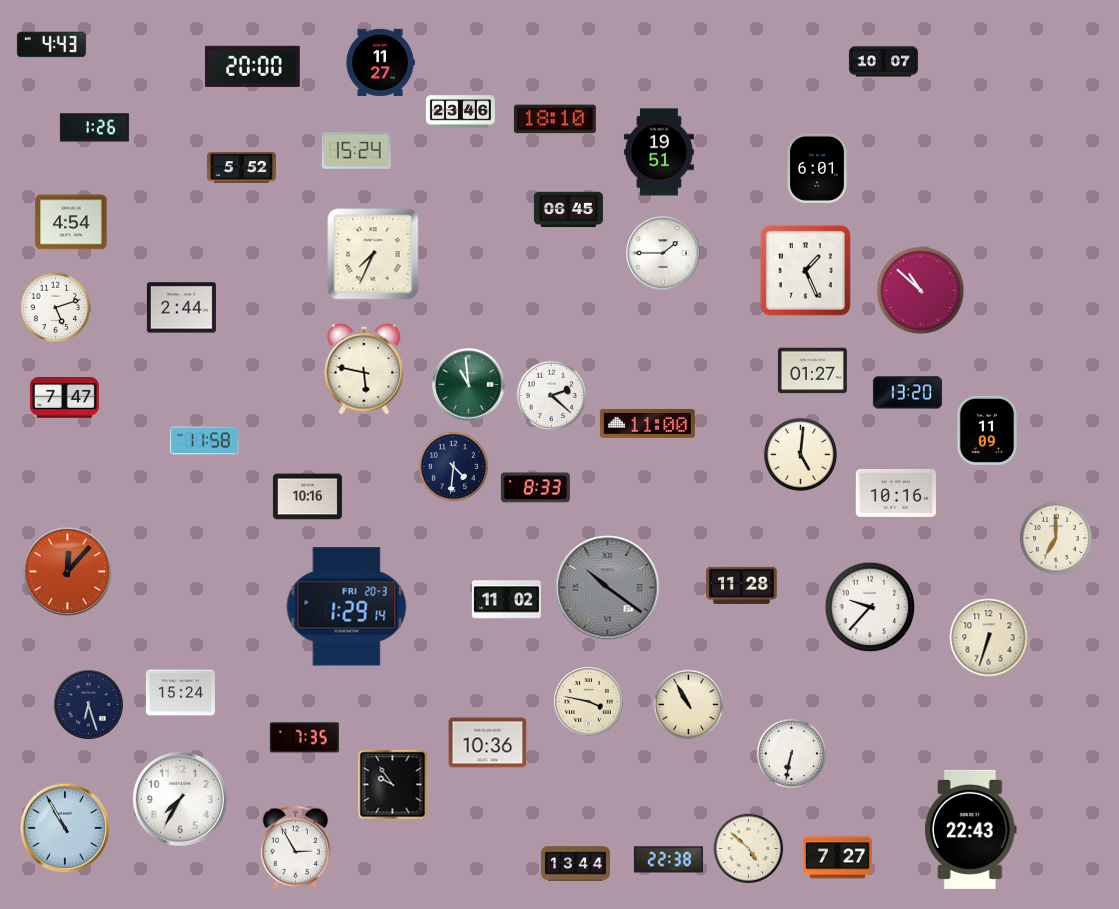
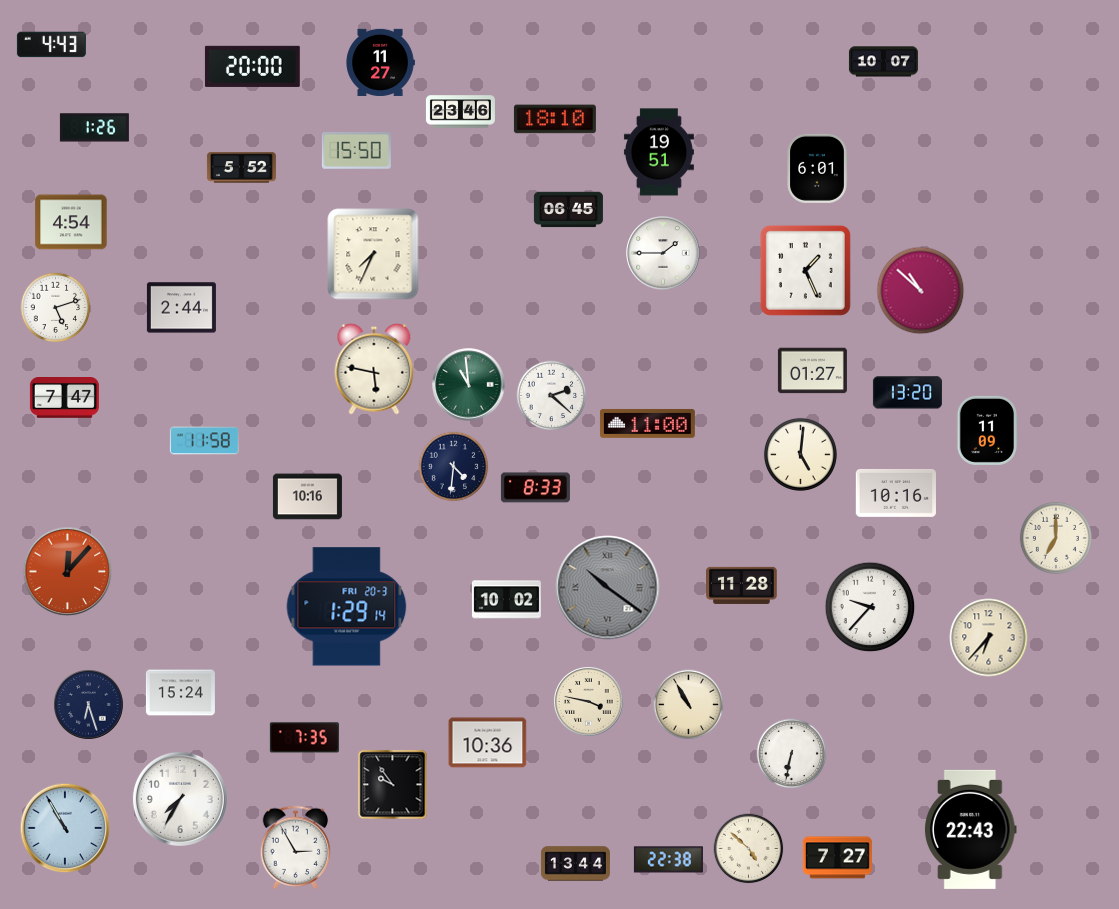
clock at (356, 151): 15:24 -> 15:50
clock at (364, 369) position: (364, 369) -> (374, 369)
clock at (506, 600): 11:02 -> 10:02
clock at (989, 638): 6:33 -> 6:37
